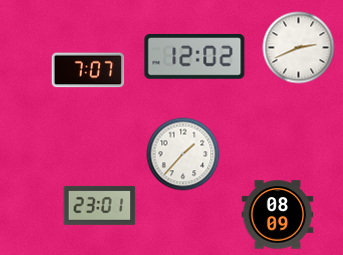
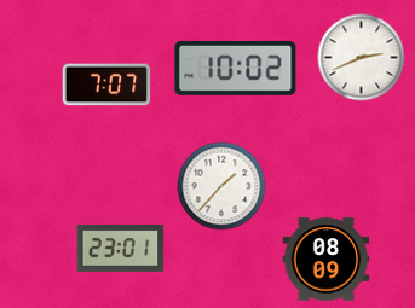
clock at (195, 56): 12:02 -> 10:02
clock at (278, 215) position: (278, 215) -> (327, 260)
